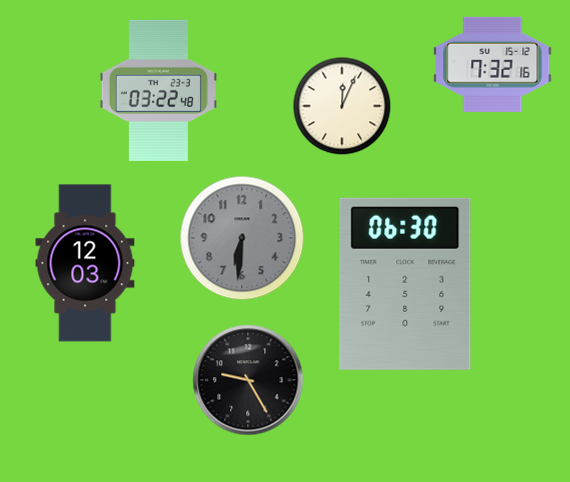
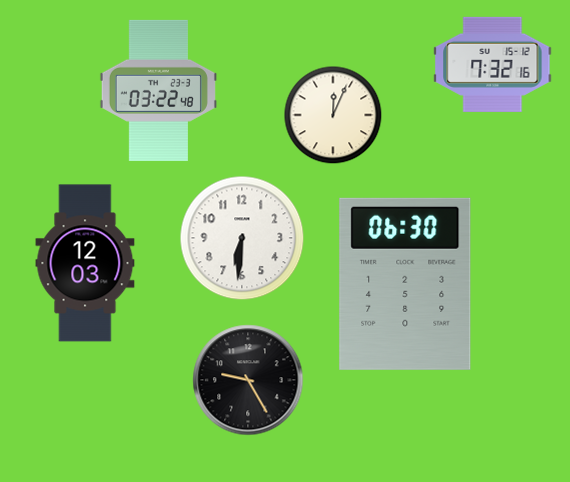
clock at (342, 106) position: (342, 106) -> (333, 115)
clock at (242, 238) dial: grey -> white
